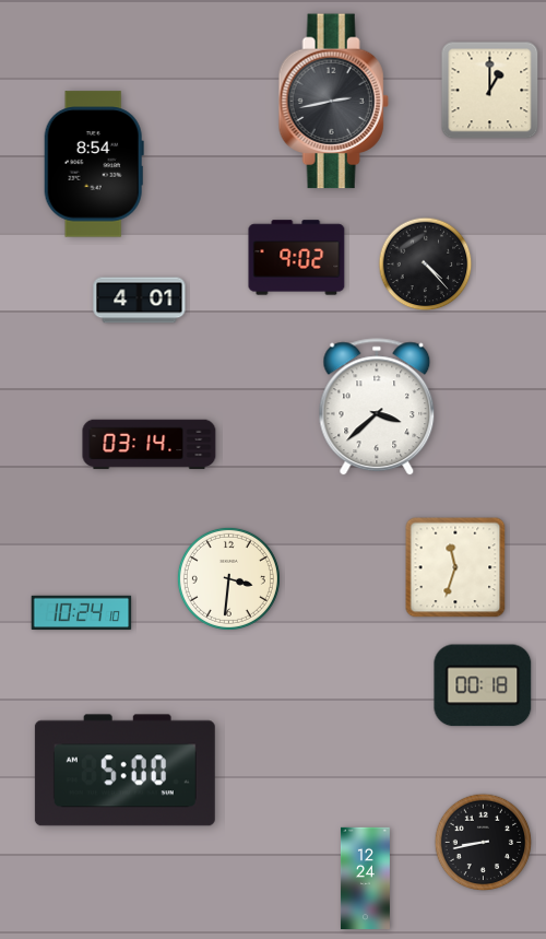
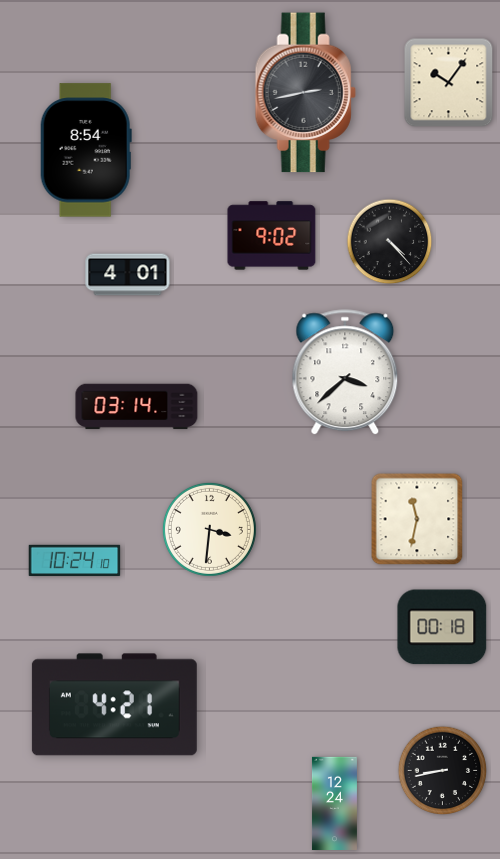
clock at (490, 91): 1:00 -> 10:06
clock at (455, 567): 11:33 -> 11:32
clock at (124, 771): 5:00 -> 4:21
